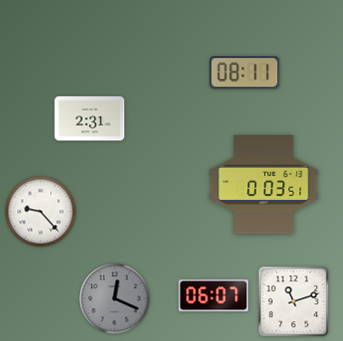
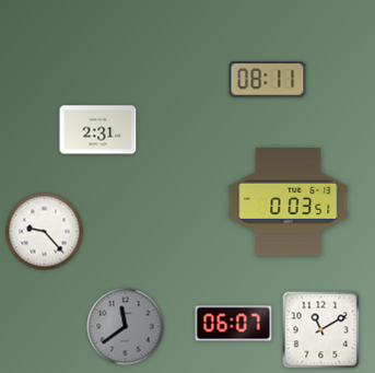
clock at (115, 299): 12:19 -> 11:39
clock at (294, 302): 11:12 -> 11:10
